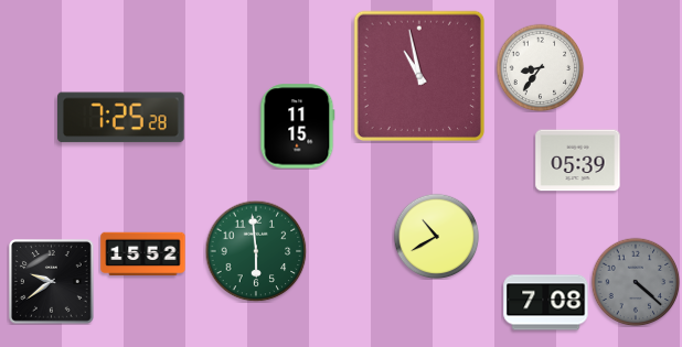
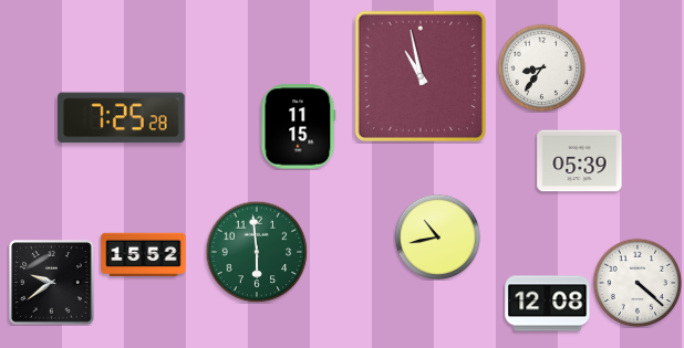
clock at (436, 236): 10:40 -> 10:43
clock at (636, 282) dial: grey -> white
clock at (546, 303): 7:08 -> 12:08
